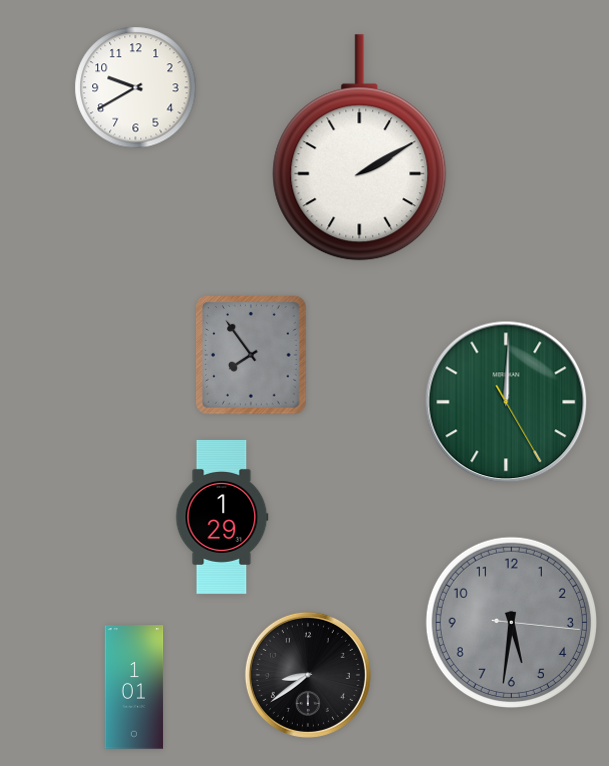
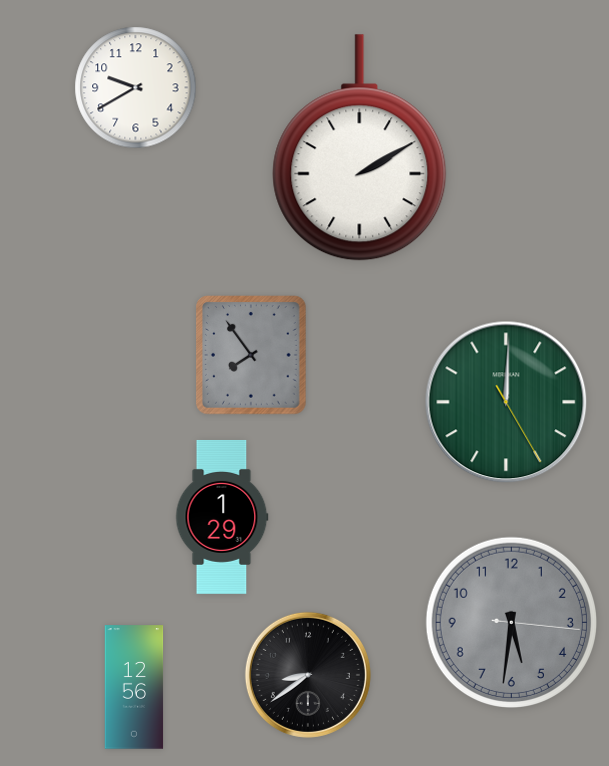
clock at (134, 687): 1:01 -> 12:56
